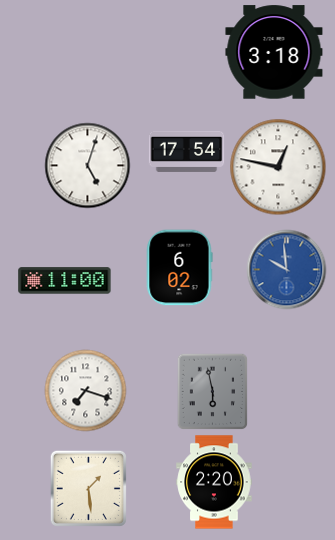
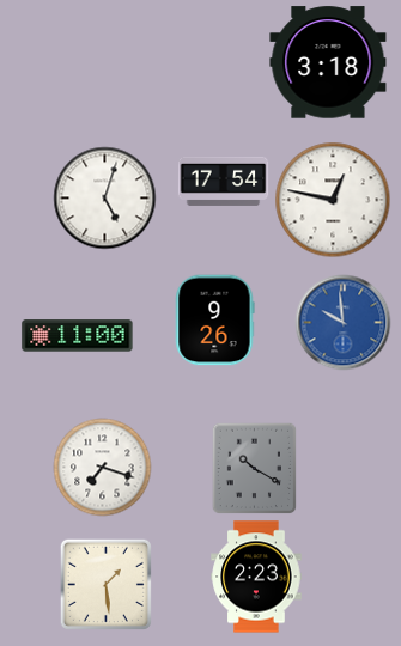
clock at (179, 268): 6:02 -> 9:26
clock at (213, 391): 5:58 -> 10:20
clock at (214, 482): 2:20 -> 2:23
